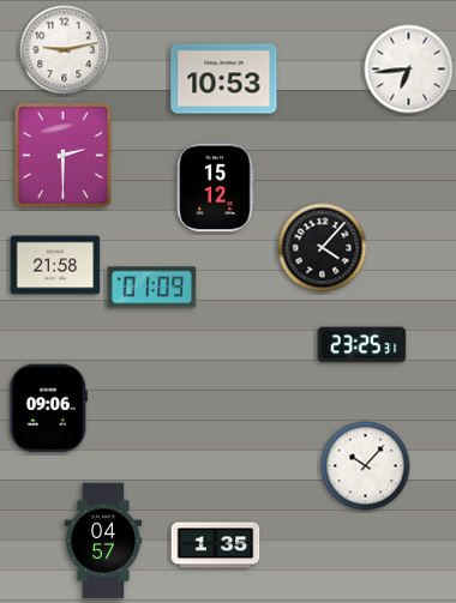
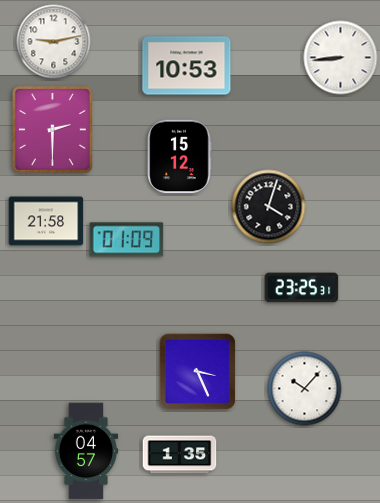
clock at (409, 70): 6:44 -> 8:44
clock at (323, 248): 4:07 -> 4:03
clock at (48, 409): 09:06 -> none
clock at (198, 372): none -> 3:26
